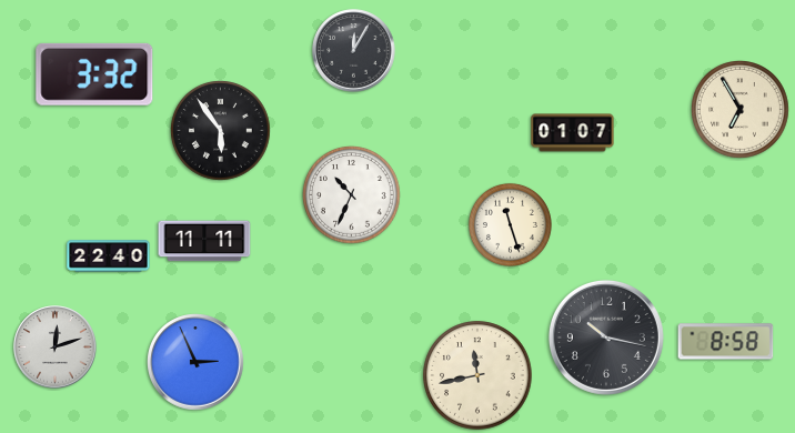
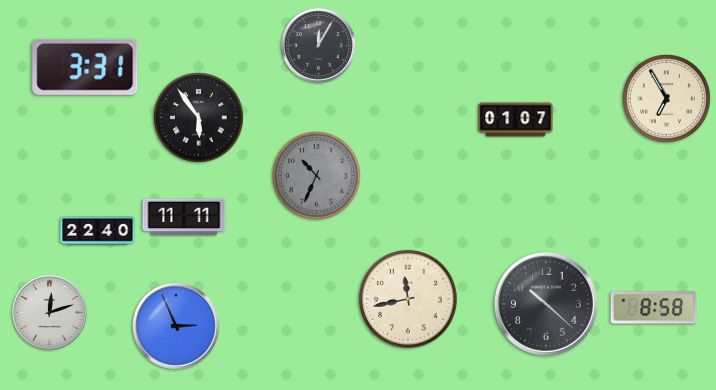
clock at (94, 74): 3:32 -> 3:31
clock at (352, 195) dial: white -> grey
clock at (510, 224): 11:27 -> none
clock at (606, 338): 10:17 -> 10:22
clock at (477, 375) position: (477, 375) -> (408, 299)
